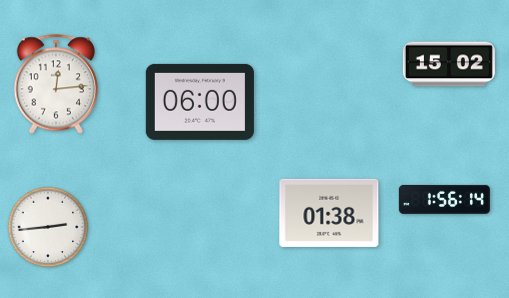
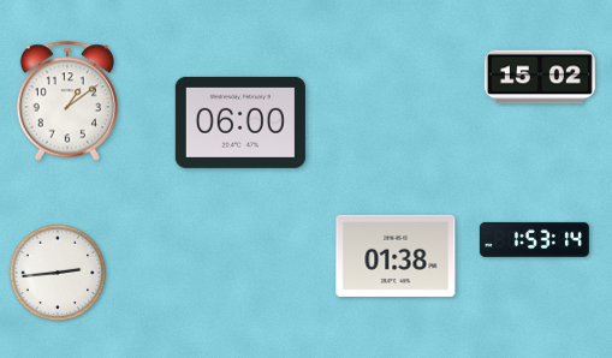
clock at (56, 84): 12:14 -> 1:09
clock at (444, 199): 1:56 -> 1:53
